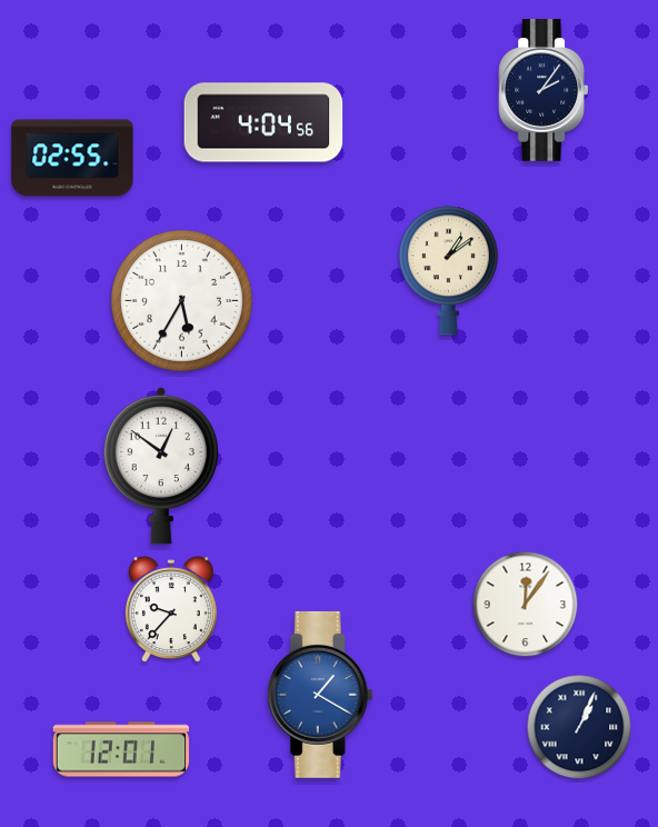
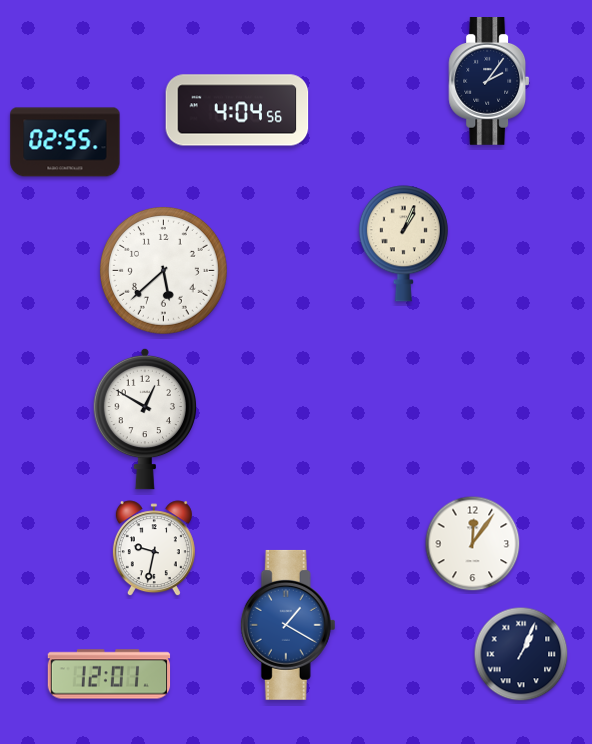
clock at (448, 271): 1:09 -> 1:04
clock at (182, 301): 5:35 -> 5:38
clock at (161, 466): 12:51 -> 12:50
clock at (171, 610): 9:37 -> 9:32
